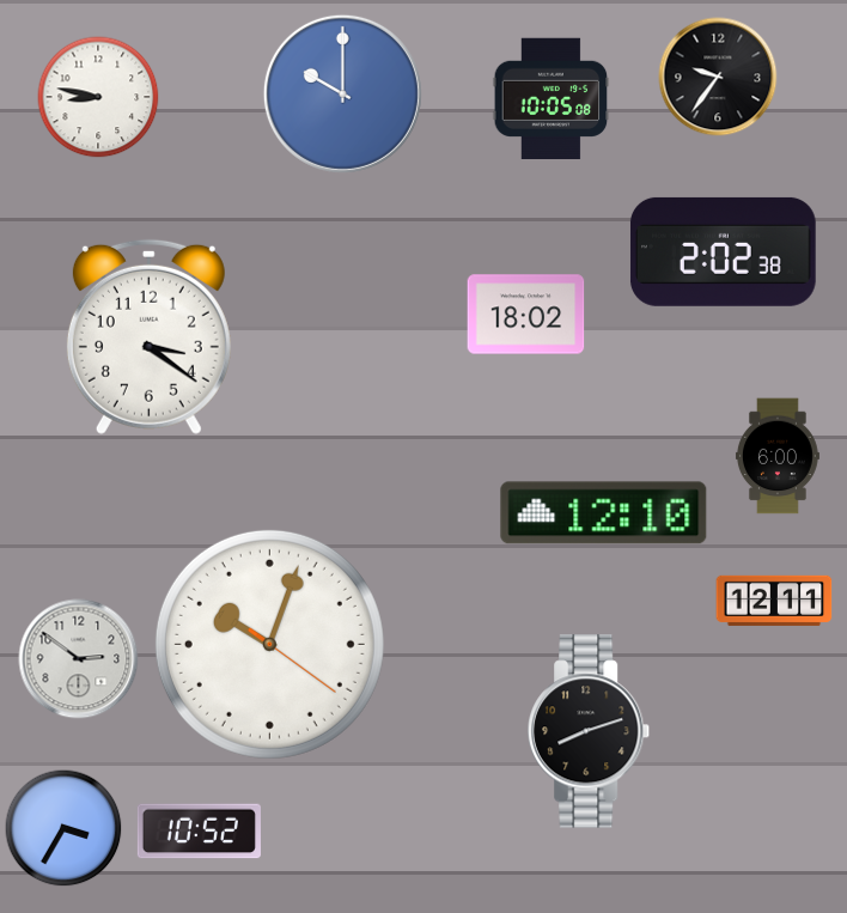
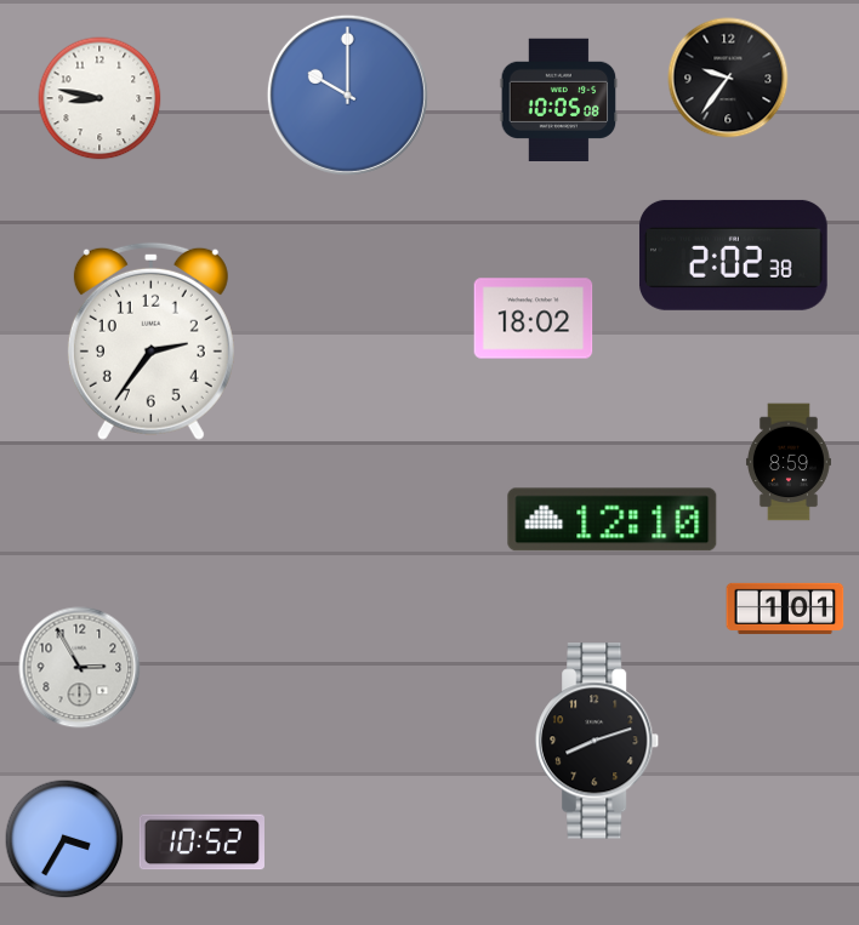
clock at (148, 336): 3:21 -> 2:36
clock at (778, 456): 6:00 -> 8:59
clock at (774, 601): 12:11 -> 1:01
clock at (269, 644): 10:03 -> none
clock at (79, 659): 2:51 -> 2:55
